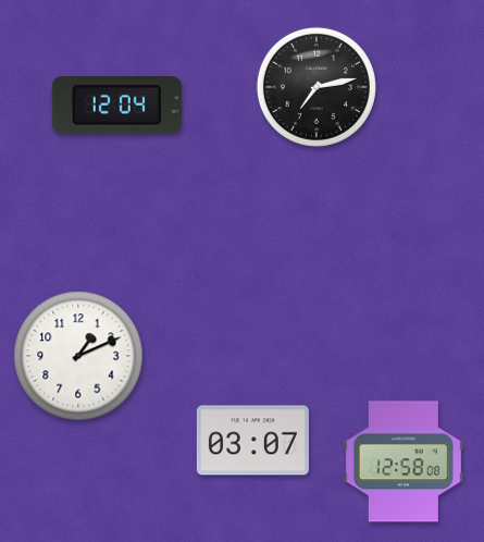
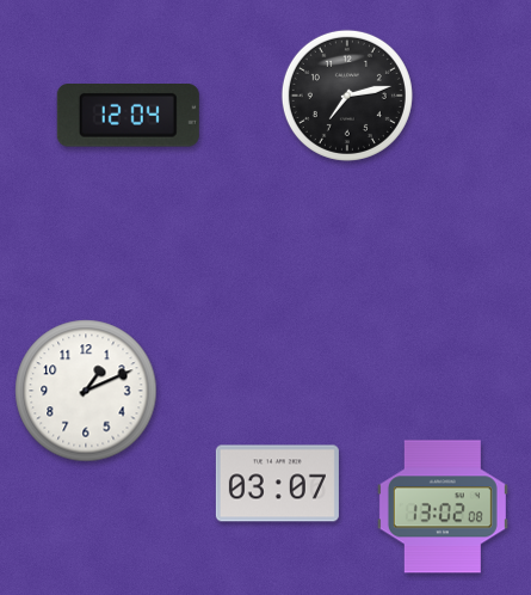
clock at (404, 461): 12:58 -> 13:02
